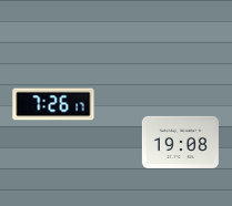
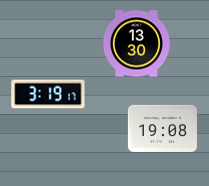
clock at (136, 44): none -> 13:30
clock at (53, 104): 7:26 -> 3:19
